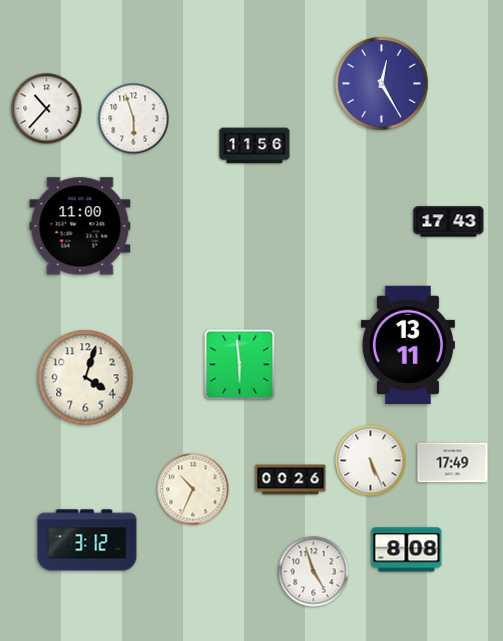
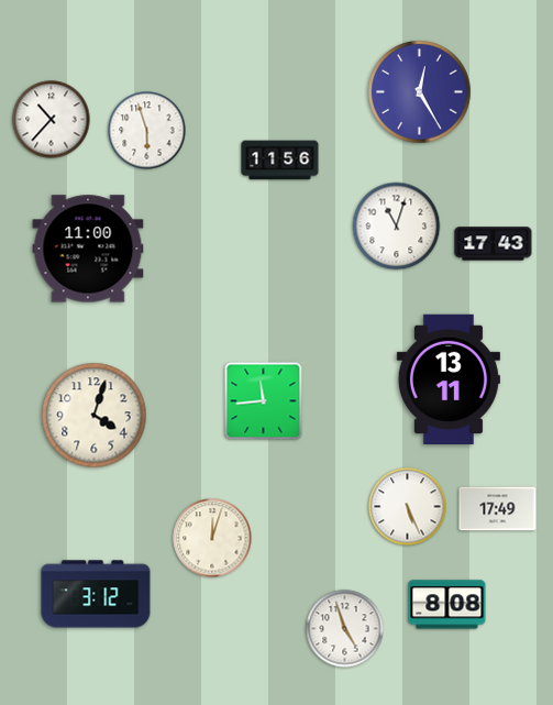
clock at (397, 227): none -> 11:03
clock at (240, 365): 5:59 -> 11:44
clock at (291, 480): 00:26 -> none
clock at (193, 489): 10:34 -> 12:03
